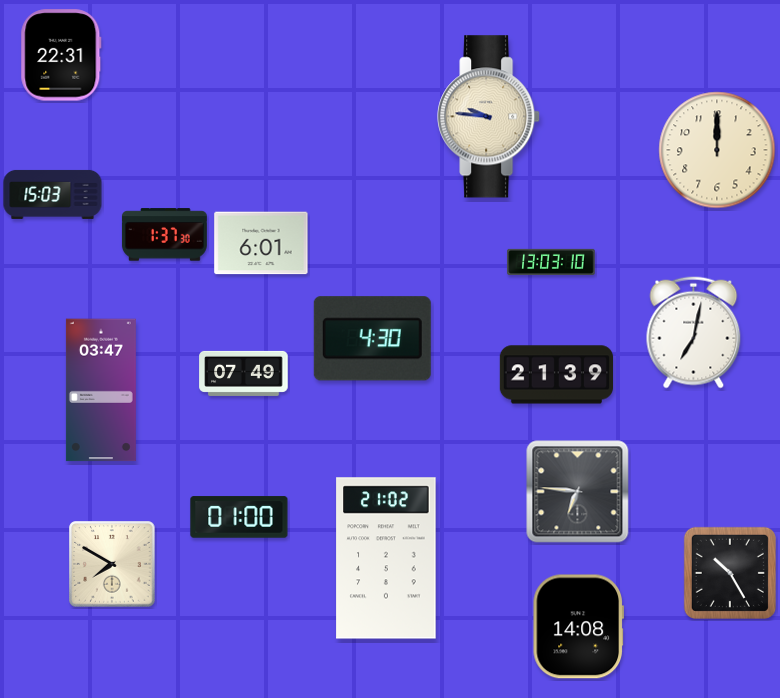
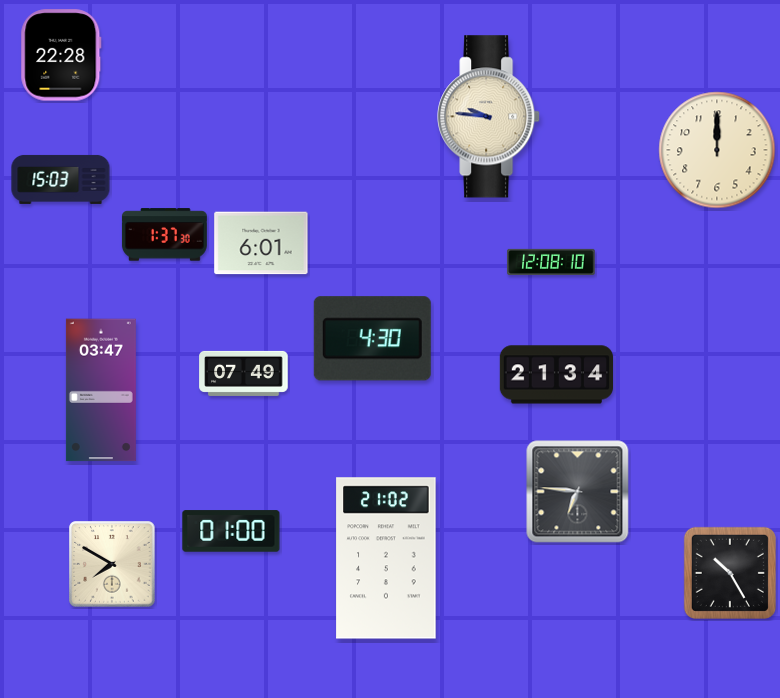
clock at (61, 55): 22:31 -> 22:28
clock at (53, 194) position: (53, 194) -> (61, 179)
clock at (551, 262): 13:03 -> 12:08
clock at (694, 333): 7:02 -> none
clock at (556, 375): 21:39 -> 21:34
clock at (239, 517) position: (239, 517) -> (231, 531)
clock at (578, 627): 14:08 -> none
